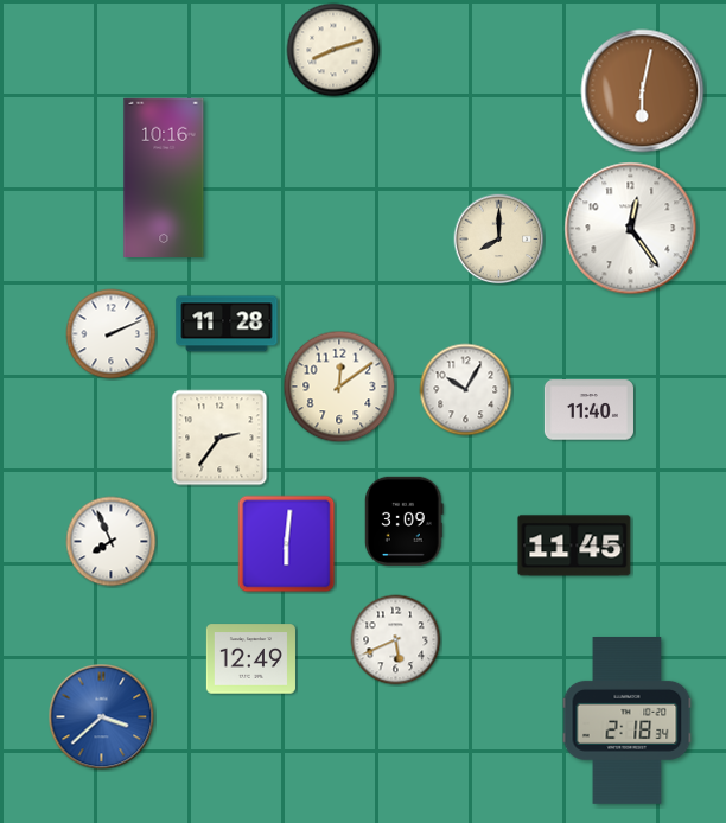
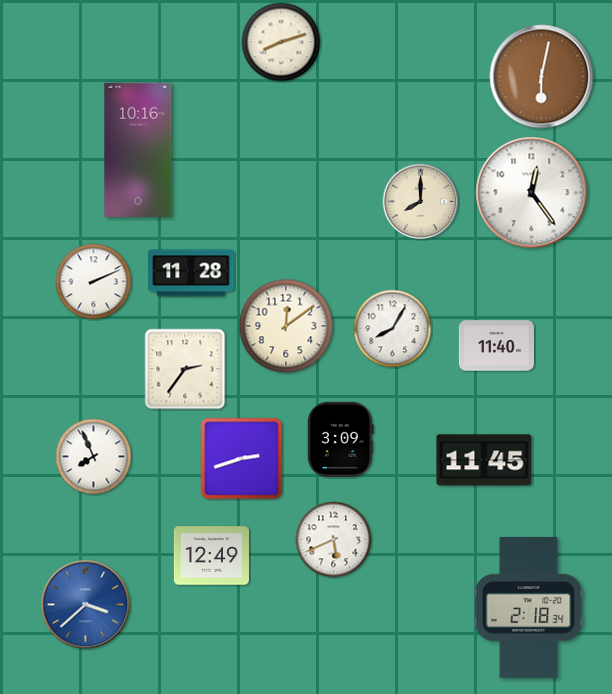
clock at (466, 390): 10:05 -> 8:05
clock at (287, 544): 6:01 -> 2:42
